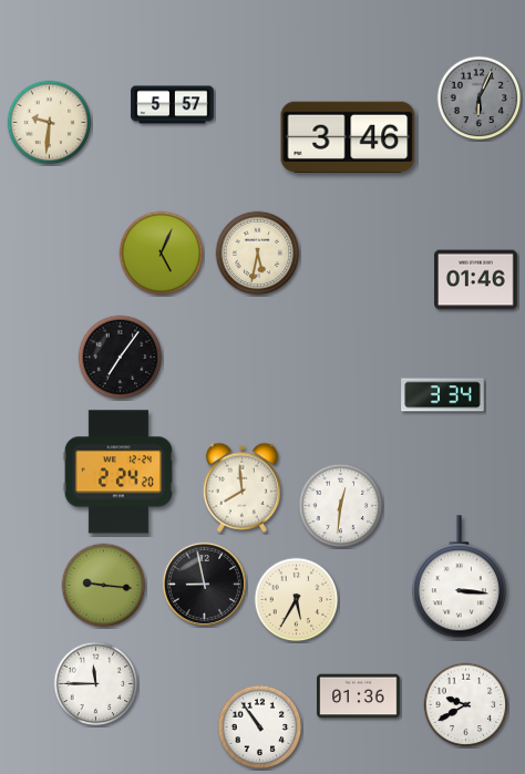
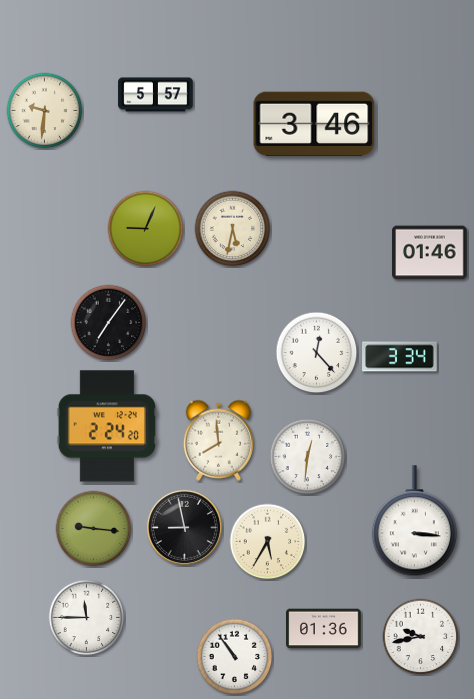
clock at (480, 99): 6:04 -> none
clock at (162, 254): 5:04 -> 9:04
clock at (317, 353): none -> 12:23
clock at (466, 705): 9:40 -> 9:43
